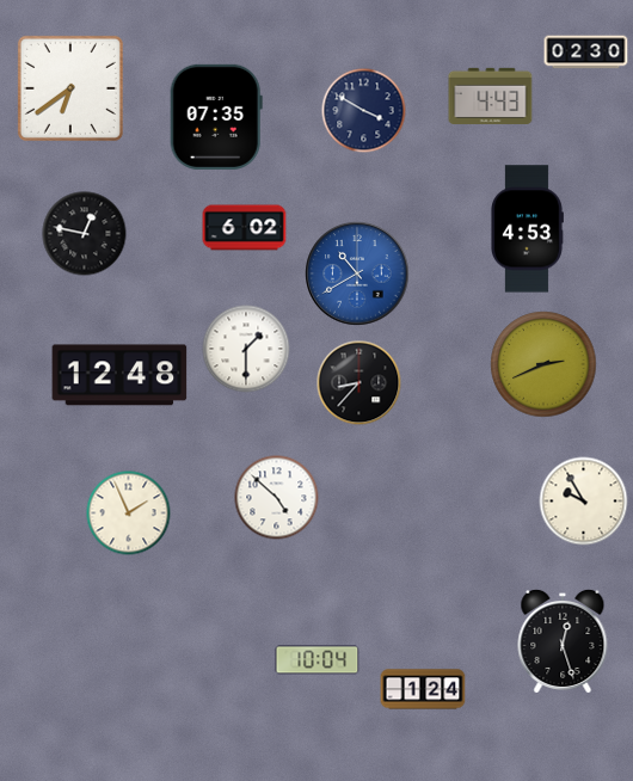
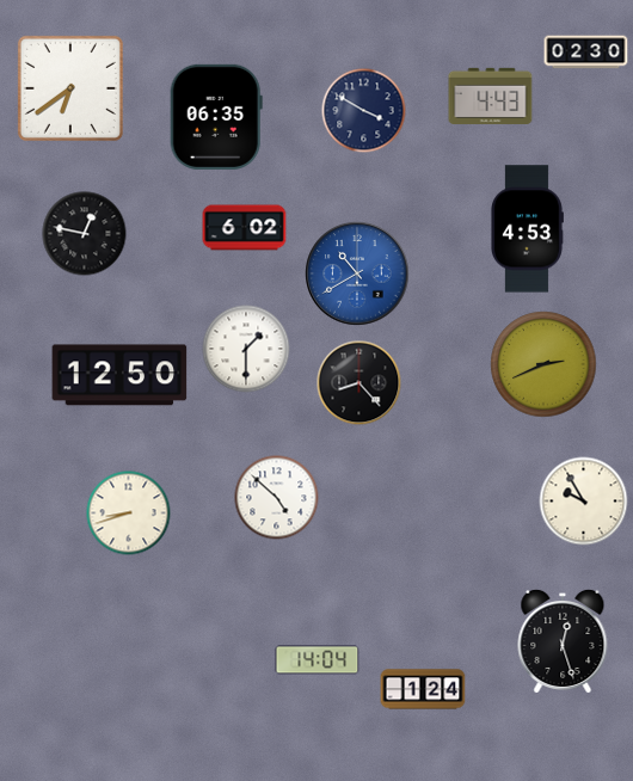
clock at (216, 117): 07:35 -> 06:35
clock at (119, 375): 12:48 -> 12:50
clock at (359, 383): 8:37 -> 8:23
clock at (129, 514): 1:56 -> 8:42
clock at (318, 660): 10:04 -> 14:04
